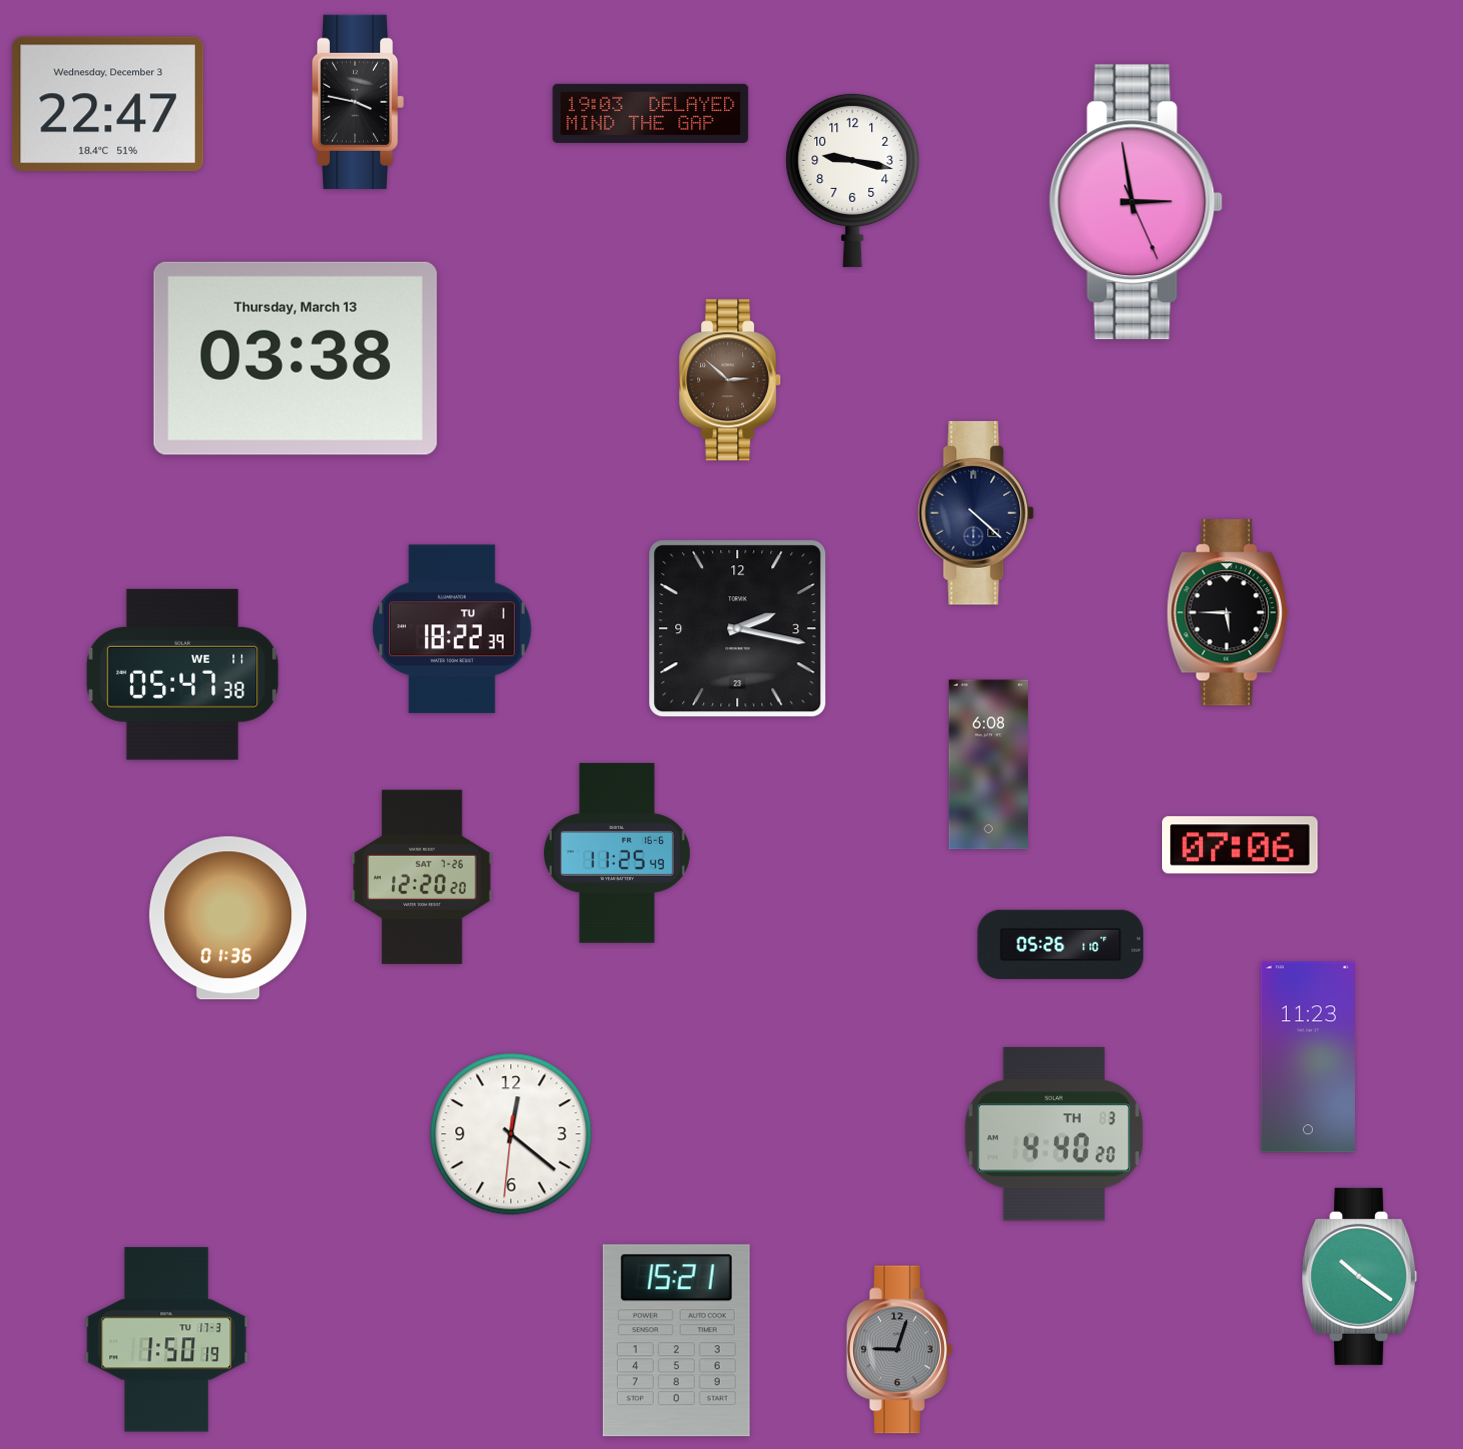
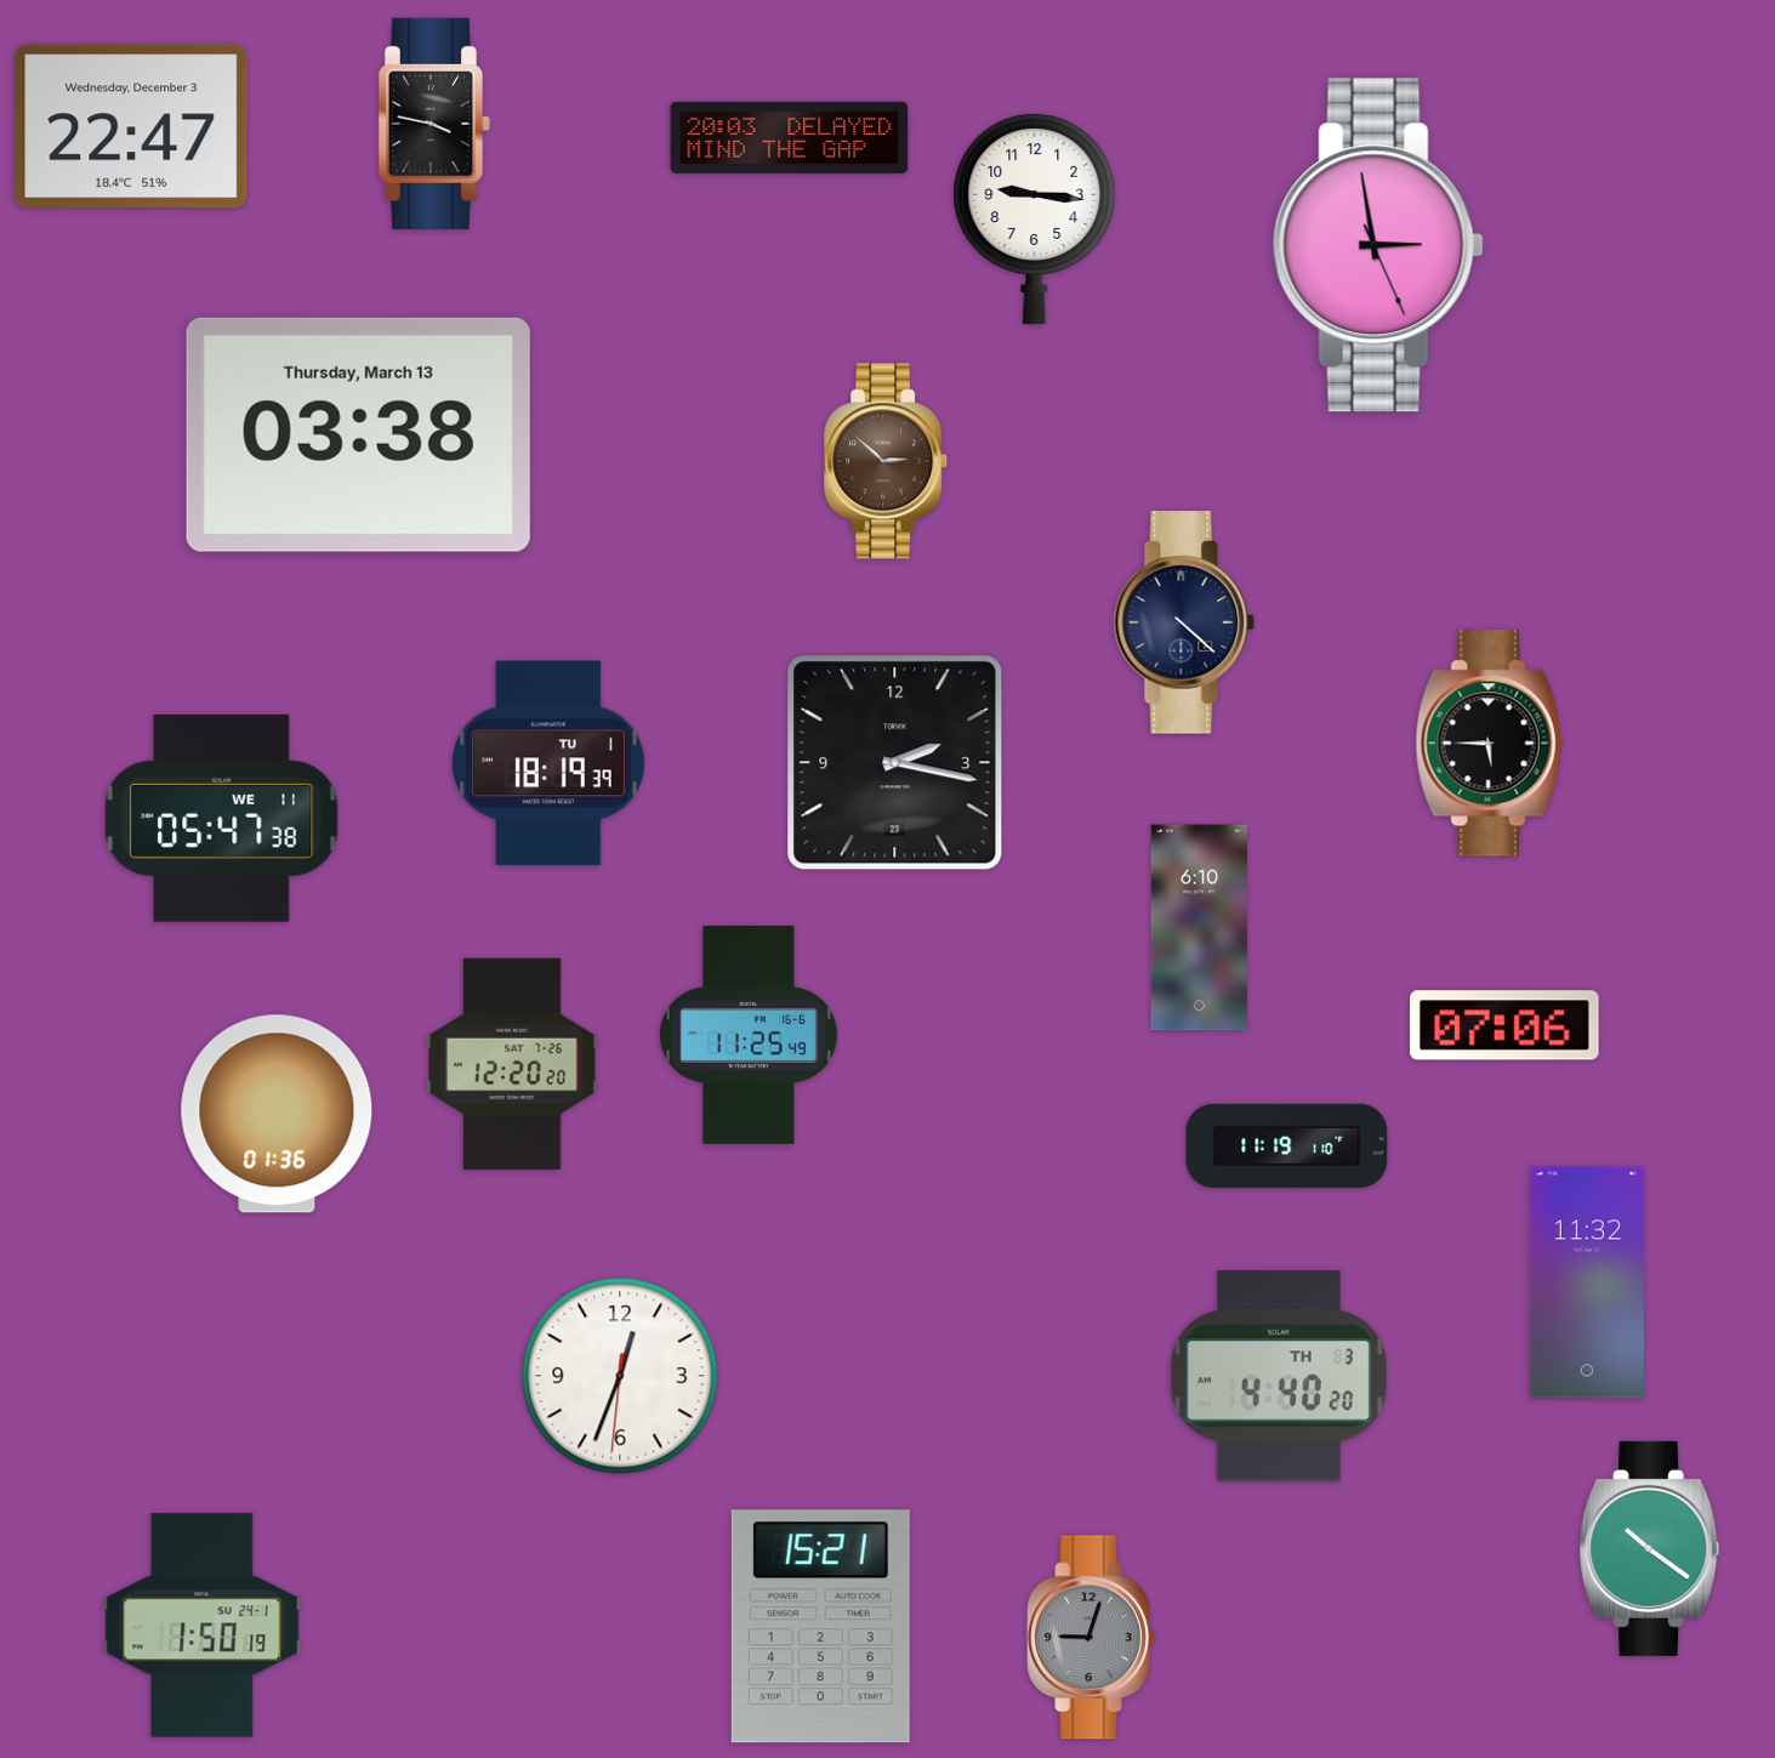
clock at (651, 113): 19:03 -> 20:03
clock at (853, 180): 9:17 -> 9:16
clock at (452, 629): 18:22 -> 18:19
clock at (988, 765): 6:08 -> 6:10
clock at (1061, 944): 05:26 -> 11:19
clock at (1308, 1057): 11:23 -> 11:32
clock at (511, 1134): 12:21 -> 12:33
clock at (167, 1340) date: TU 17-3 -> SU 24-1
